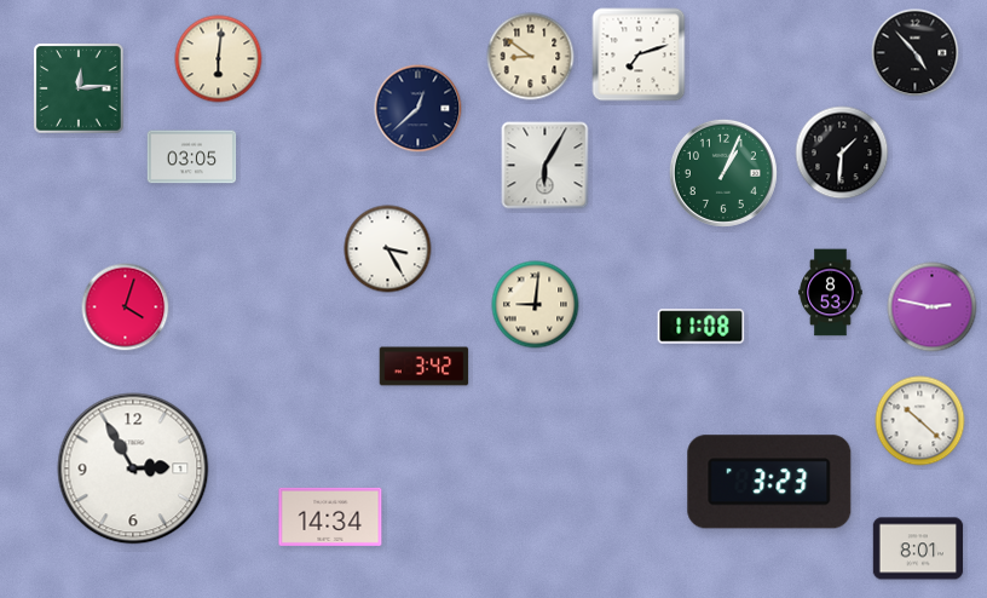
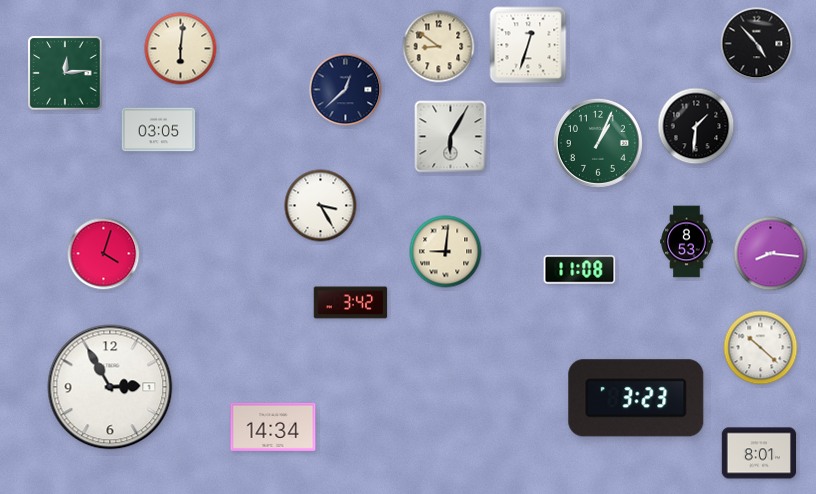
clock at (639, 54): 7:12 -> 12:33
clock at (536, 305) position: (536, 305) -> (446, 252)
clock at (933, 307): 2:47 -> 8:16
